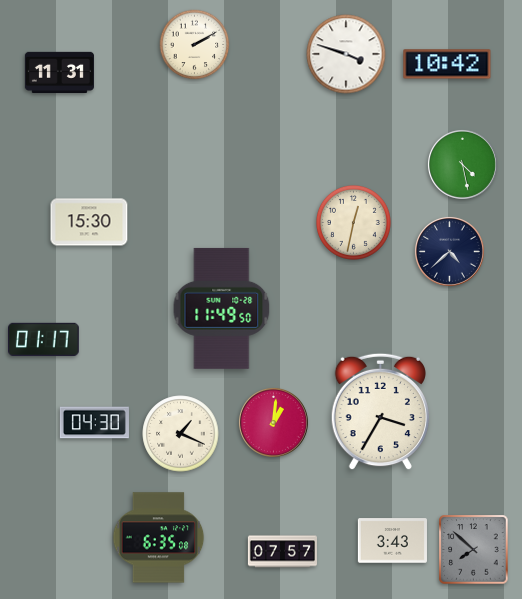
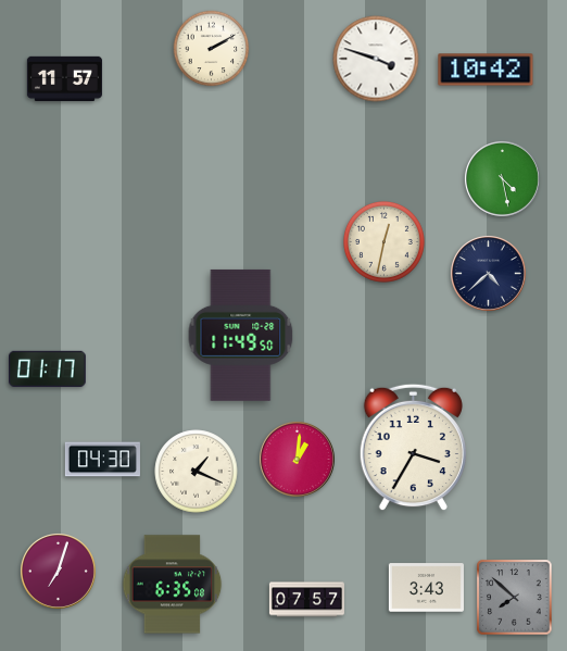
clock at (59, 72): 11:31 -> 11:57
clock at (89, 222): 15:30 -> none
clock at (58, 571): none -> 7:03
